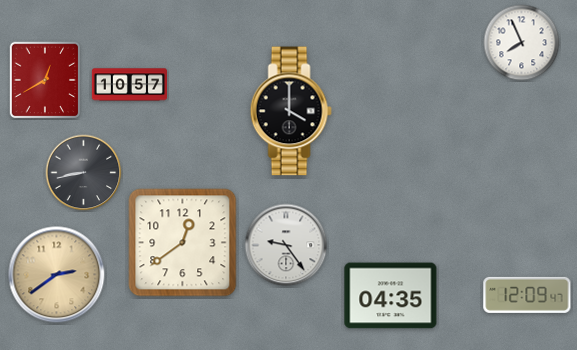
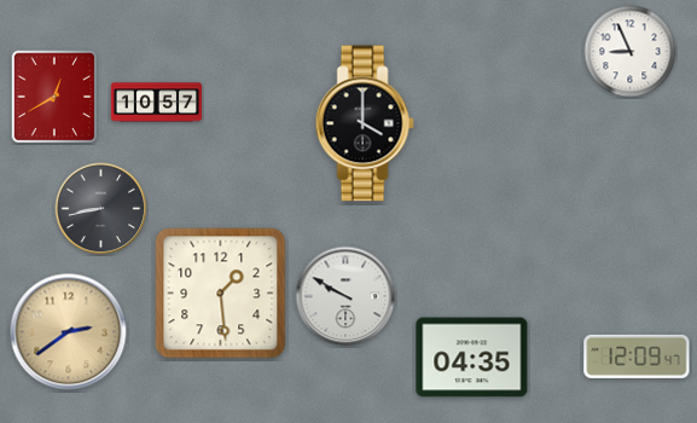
clock at (522, 43): 7:56 -> 8:56
clock at (291, 111) position: (291, 111) -> (365, 123)
clock at (183, 243): 12:39 -> 1:29
clock at (286, 245): 9:24 -> 9:50
